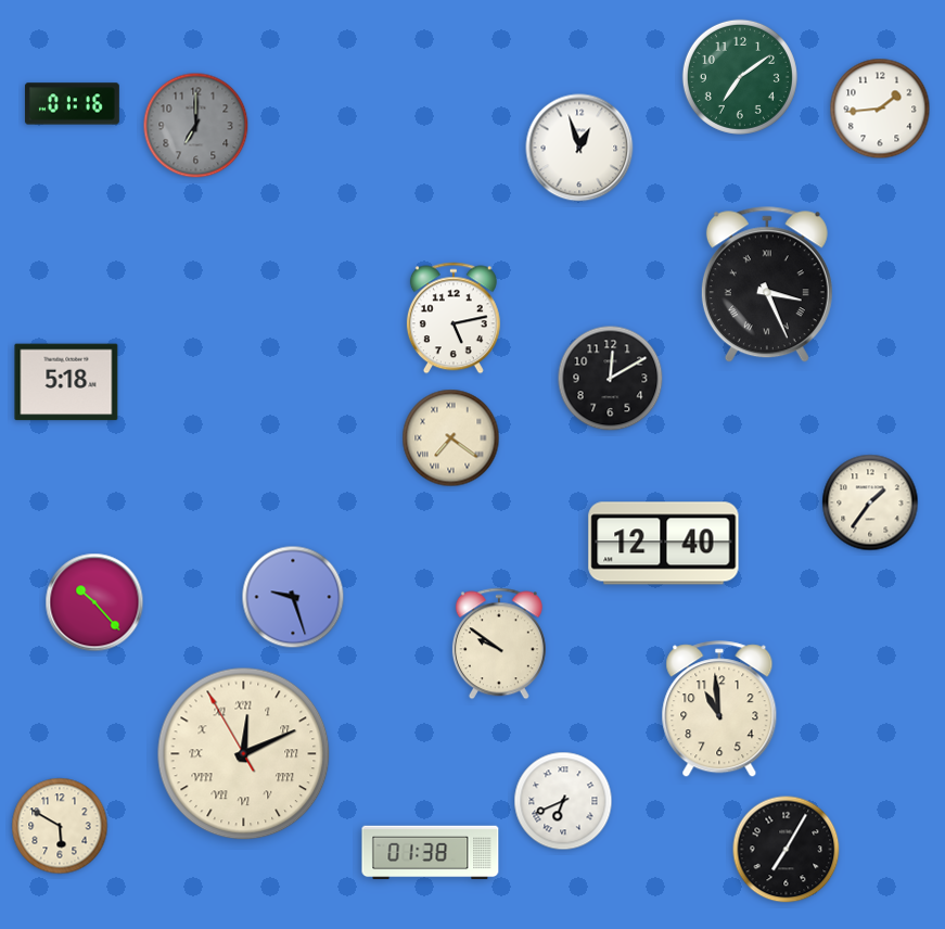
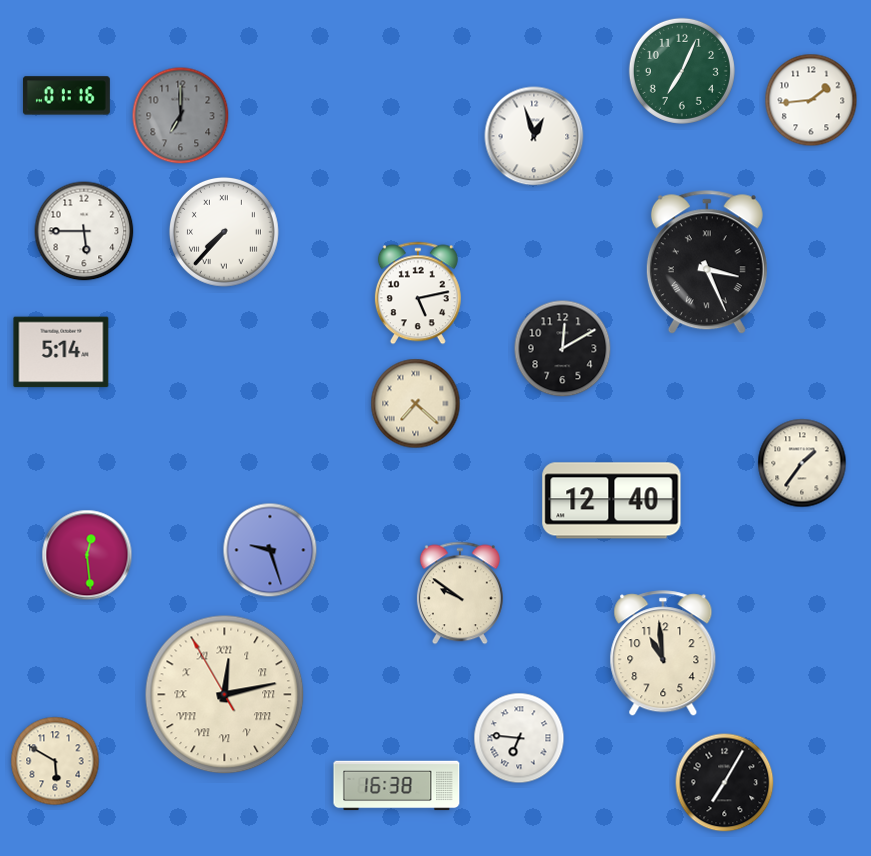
clock at (740, 77): 7:09 -> 7:04
clock at (84, 231): none -> 5:45
clock at (224, 232): none -> 7:37
clock at (66, 382): 5:18 -> 5:14
clock at (451, 438): 7:21 -> 7:22
clock at (94, 602): 10:23 -> 12:29
clock at (244, 754): 12:10 -> 12:12
clock at (563, 801): 6:41 -> 6:46
clock at (431, 853): 01:38 -> 16:38
